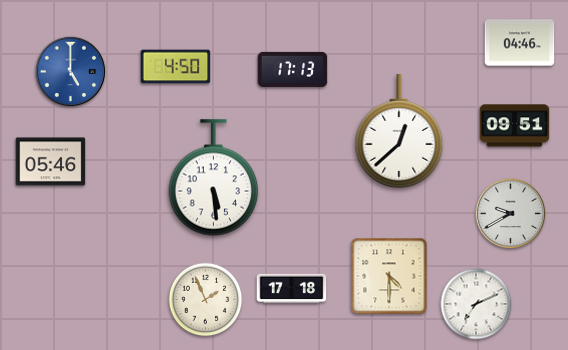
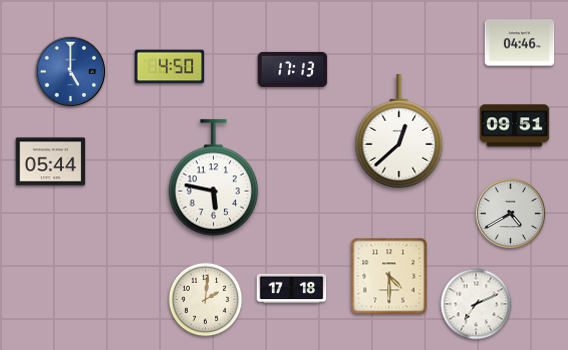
clock at (176, 67) position: (176, 67) -> (170, 67)
clock at (51, 162): 05:46 -> 05:44
clock at (214, 178): 5:29 -> 5:47
clock at (511, 214): 9:40 -> 4:40
clock at (206, 300): 1:56 -> 2:01
